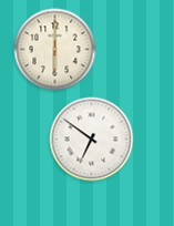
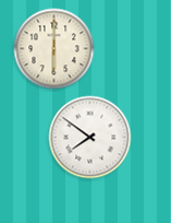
clock at (92, 140): 6:51 -> 7:51
